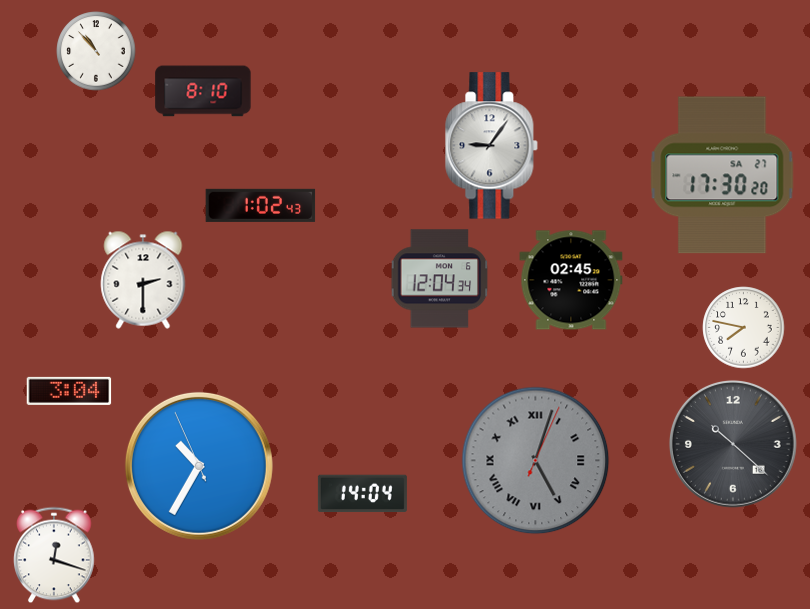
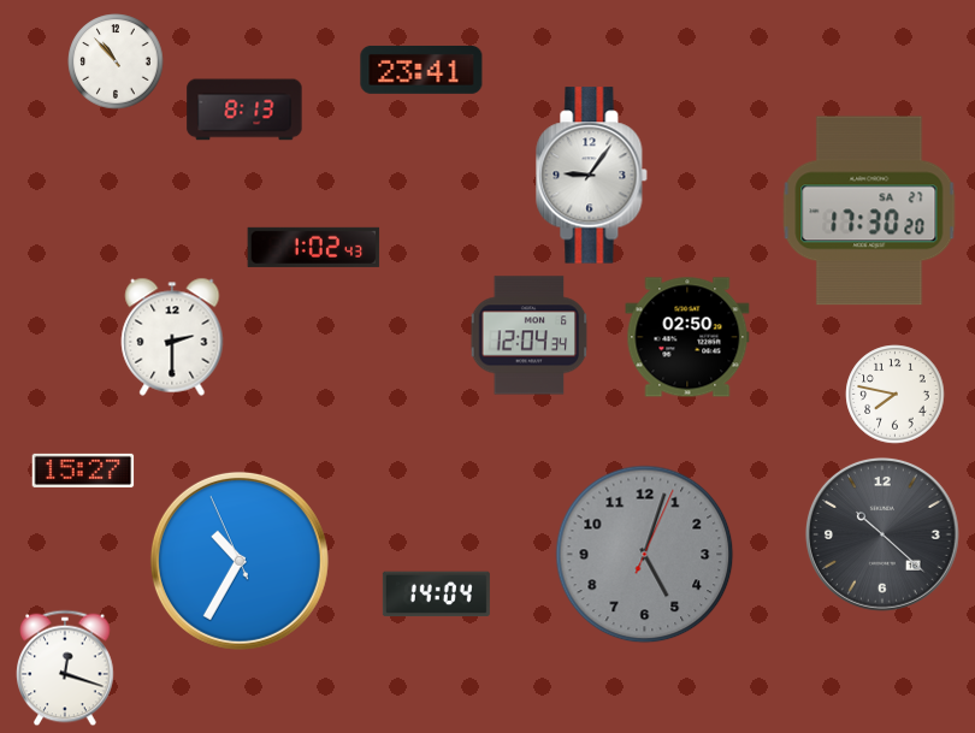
clock at (421, 70): none -> 23:41
clock at (203, 91): 8:10 -> 8:13
clock at (571, 280): 02:45 -> 02:50
clock at (69, 391): 3:04 -> 15:27
clock at (536, 461) numerals: Roman -> Arabic
